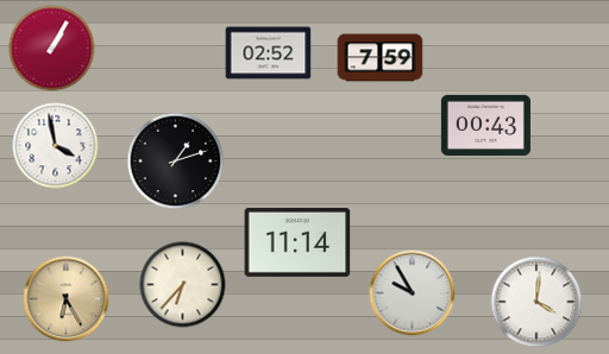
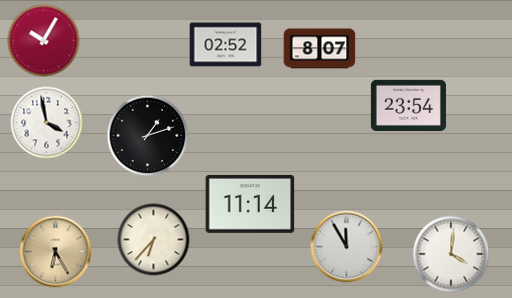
clock at (52, 49): 1:05 -> 10:05
clock at (381, 58): 7:59 -> 8:07
clock at (485, 125): 00:43 -> 23:54
clock at (413, 293): 9:55 -> 11:55
